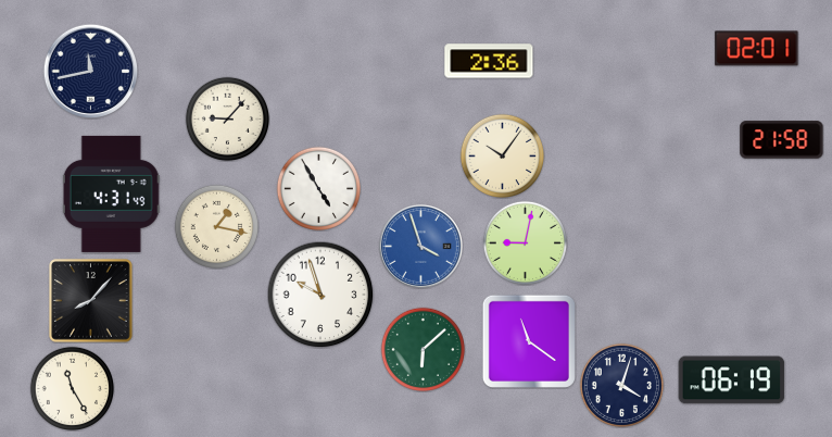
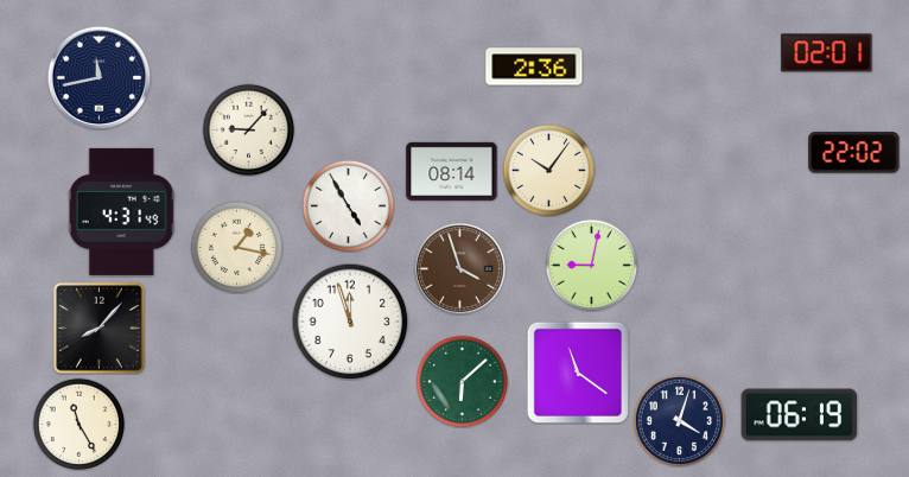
clock at (782, 140): 21:58 -> 22:02
clock at (452, 171): none -> 08:14
clock at (525, 242) position: (525, 242) -> (591, 265)
clock at (420, 246) dial: blue -> brown
clock at (320, 295): 9:57 -> 11:57
